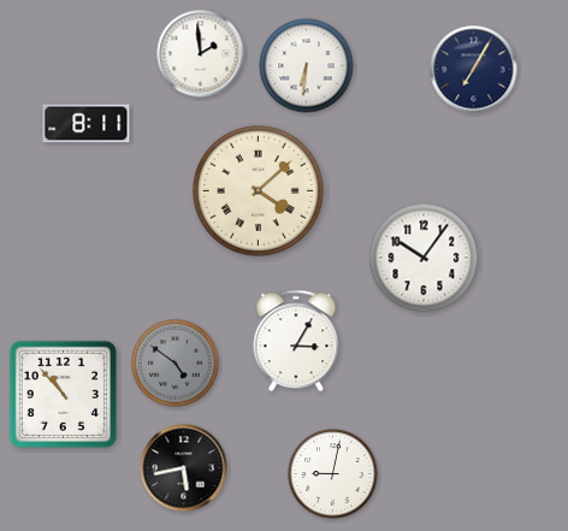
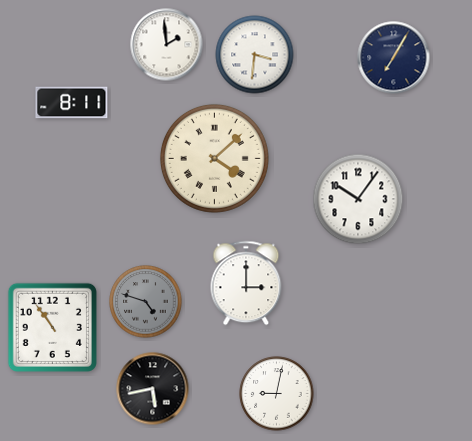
clock at (307, 66): 6:31 -> 3:31
clock at (424, 258) position: (424, 258) -> (358, 199)
clock at (296, 341): 3:05 -> 3:00
clock at (176, 364): 4:51 -> 4:48
clock at (63, 394): 10:53 -> 10:54
